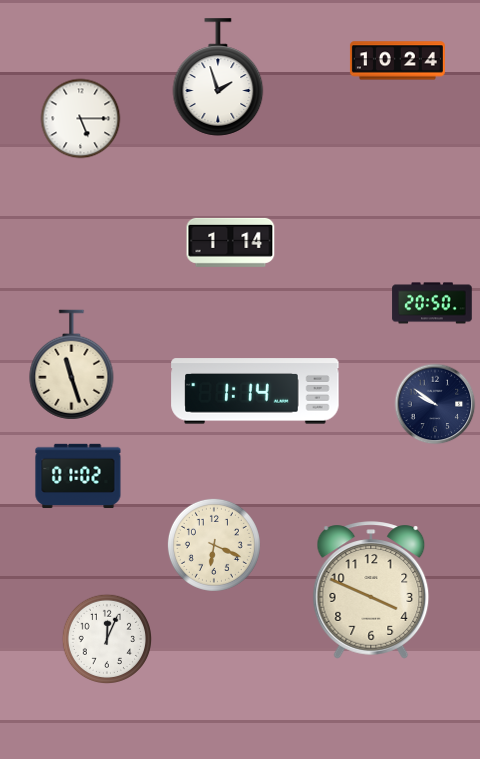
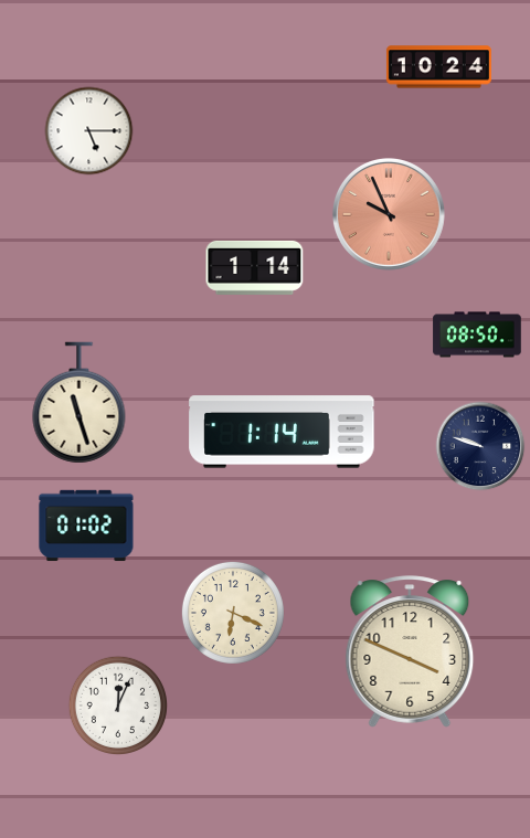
clock at (218, 77): 1:57 -> none
clock at (389, 214): none -> 9:56
clock at (432, 303): 20:50 -> 08:50
clock at (435, 404): 9:51 -> 9:48
clock at (214, 545) position: (214, 545) -> (233, 613)
